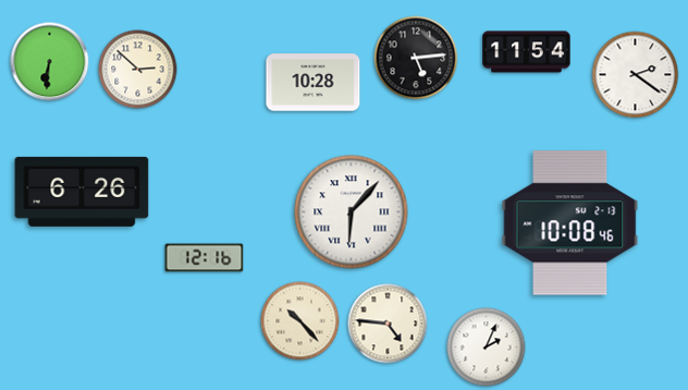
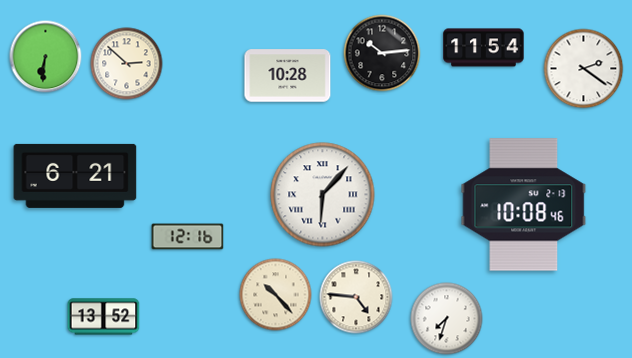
clock at (416, 58): 5:14 -> 10:14
clock at (82, 192): 6:26 -> 6:21
clock at (104, 317): none -> 13:52
clock at (487, 348): 2:04 -> 7:33
